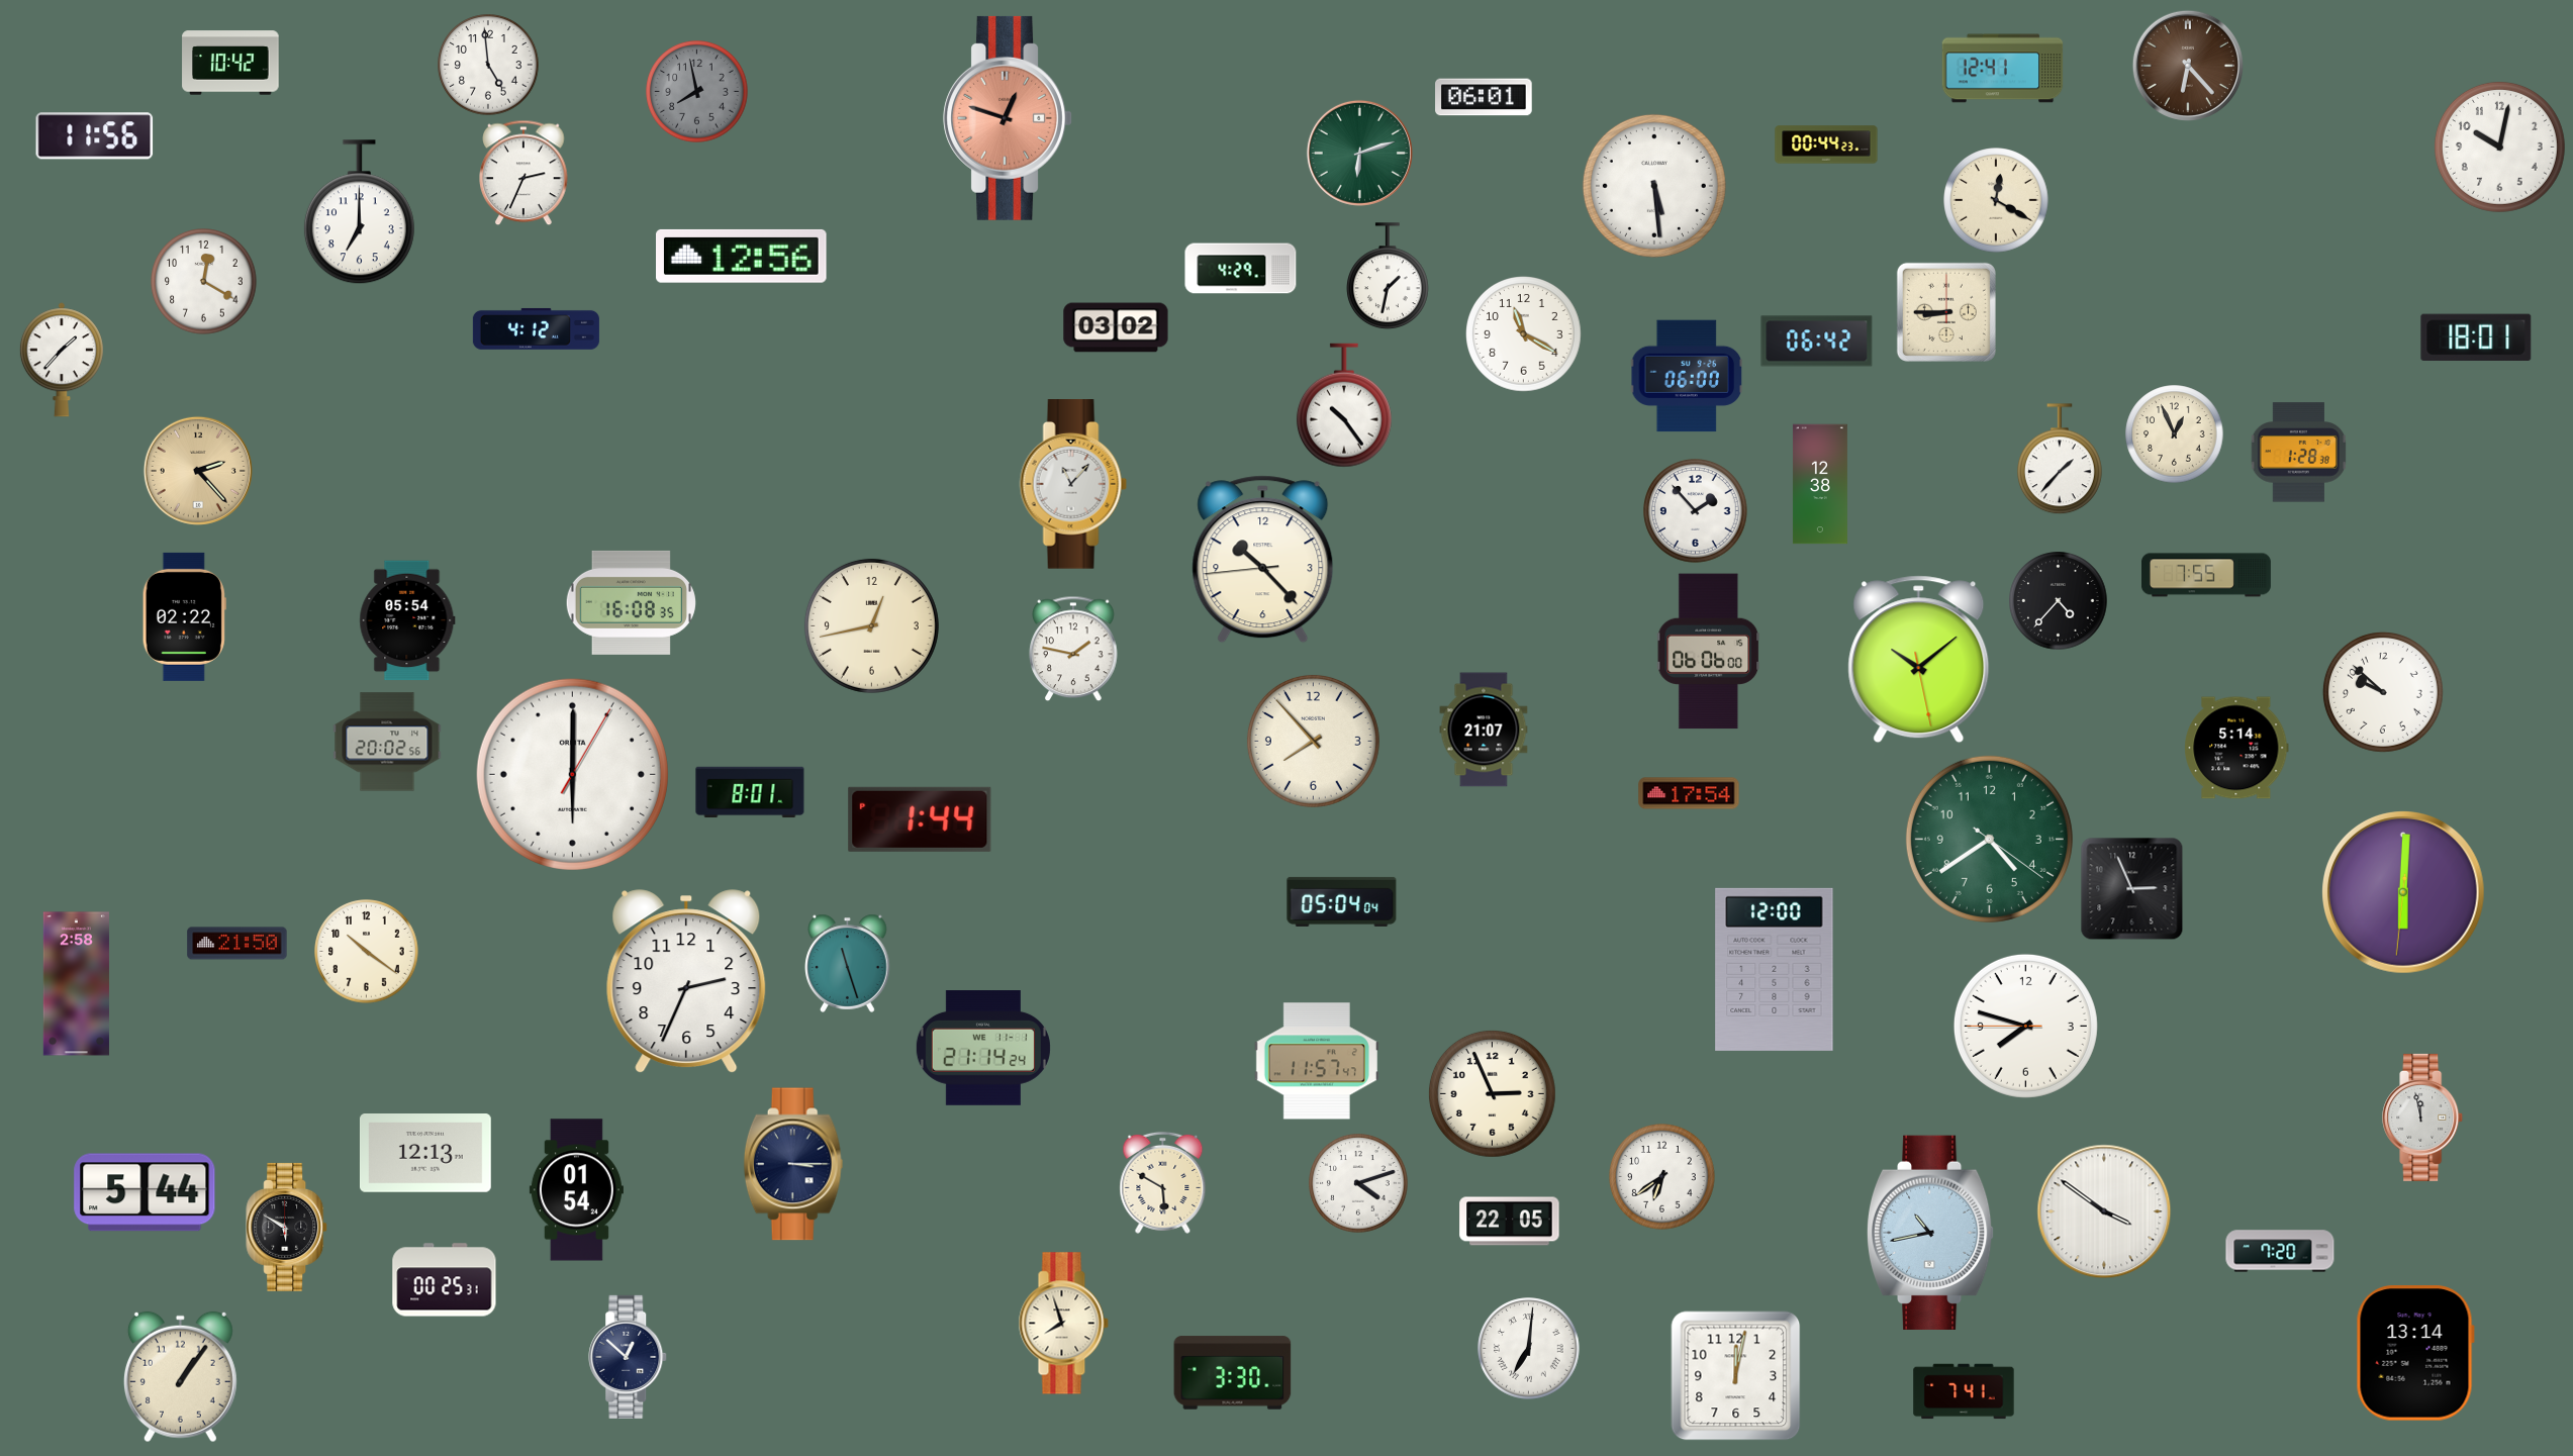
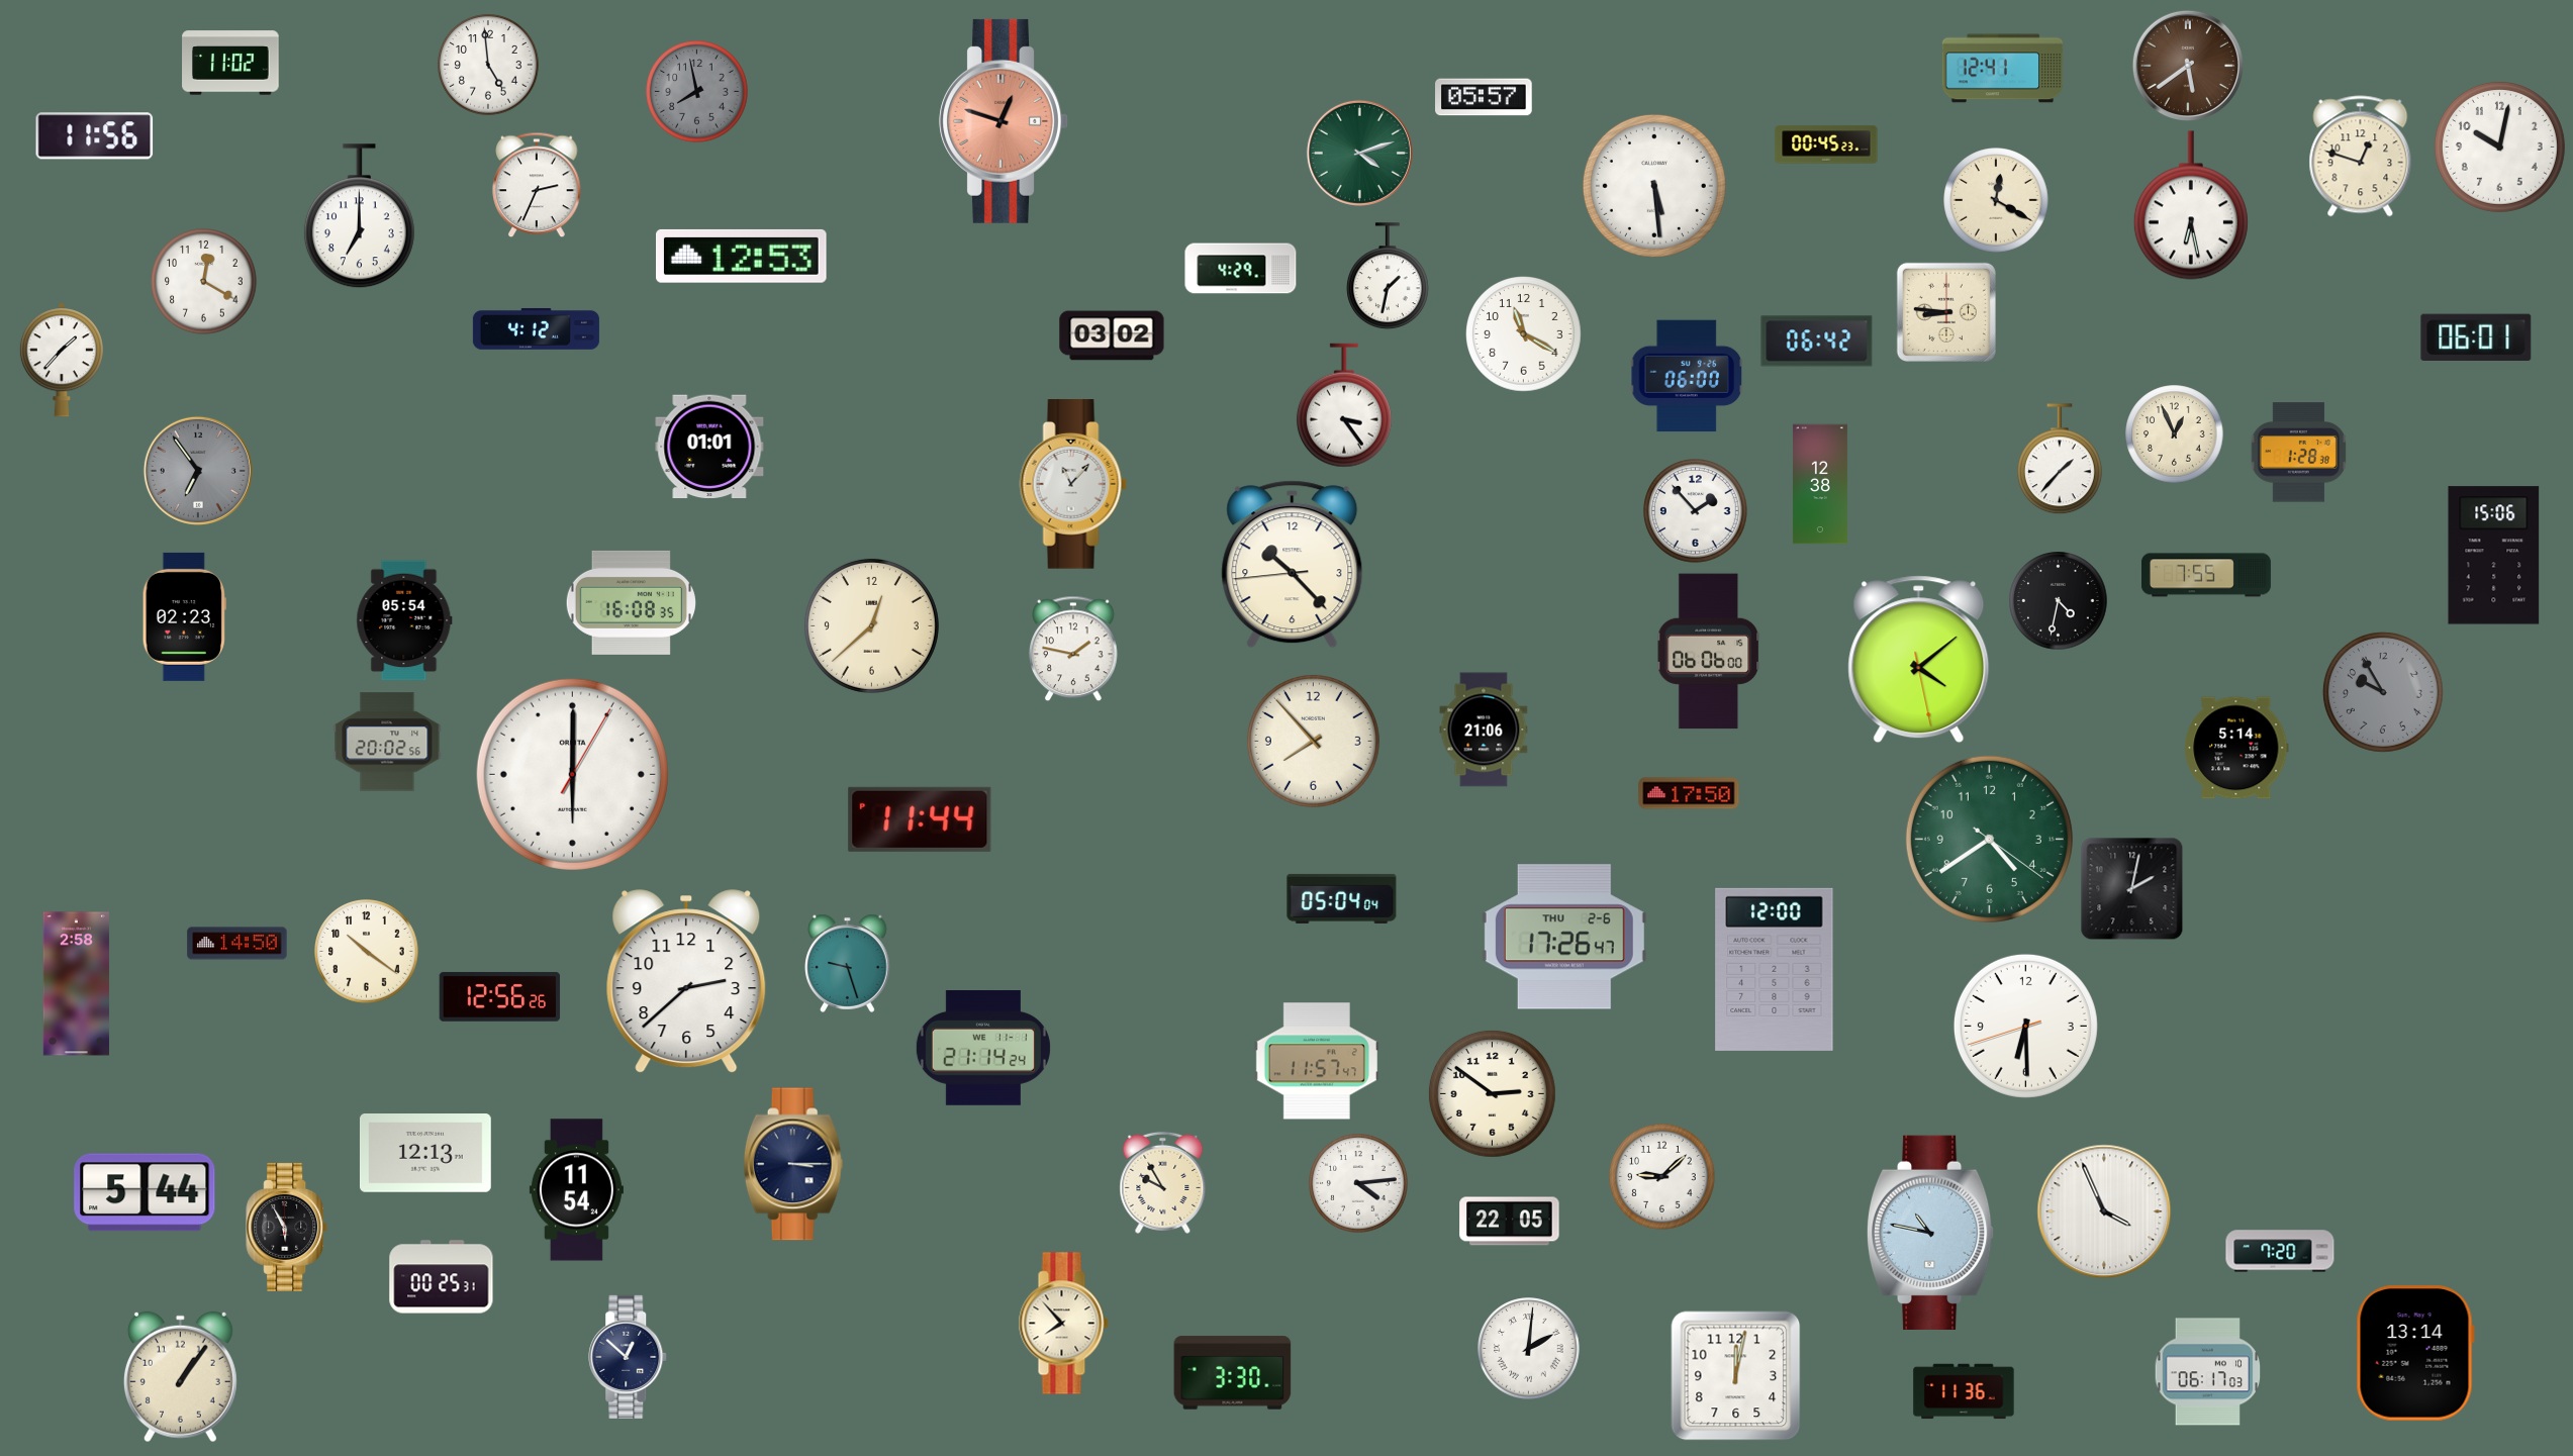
clock at (230, 63): 10:42 -> 11:02
clock at (2188, 66): 6:23 -> 5:39
clock at (1484, 97): 06:01 -> 05:57
clock at (1008, 118) position: (1008, 118) -> (1004, 121)
clock at (1826, 144): 00:44 -> 00:45
clock at (1359, 153): 6:12 -> 4:12
clock at (2361, 157): none -> 12:48
clock at (523, 173) position: (523, 173) -> (537, 185)
clock at (2191, 205): none -> 6:28
clock at (359, 212) position: (359, 212) -> (359, 216)
clock at (742, 256): 12:56 -> 12:53
clock at (1946, 312): 8:45 -> 8:46
clock at (1116, 327) position: (1116, 327) -> (1112, 335)
clock at (2476, 336): 18:01 -> 06:01
clock at (1344, 405): 10:24 -> 3:24
clock at (709, 447): none -> 01:01
clock at (198, 471): 2:23 -> 6:54
clock at (198, 471) dial: champagne -> grey
clock at (2494, 556): none -> 15:06
clock at (1263, 560) position: (1263, 560) -> (1293, 565)
clock at (2059, 601): 4:37 -> 4:32
clock at (184, 616): 02:22 -> 02:23
clock at (407, 620) position: (407, 620) -> (404, 620)
clock at (871, 625): 12:43 -> 12:38
clock at (1919, 660): 10:08 -> 4:08
clock at (2383, 692): 9:52 -> 9:55
clock at (2383, 692) dial: white -> grey
clock at (1484, 730): 21:07 -> 21:06
clock at (750, 792): 8:01 -> none
clock at (1689, 793): 17:54 -> 17:50
clock at (920, 819): 1:44 -> 11:44
clock at (2132, 889): 2:56 -> 2:02
clock at (2404, 893): 6:00 -> none
clock at (1342, 901) position: (1342, 901) -> (1342, 898)
clock at (1564, 937): none -> 17:26
clock at (237, 944): 21:50 -> 14:50
clock at (848, 963): 11:27 -> 9:27
clock at (686, 982): 2:34 -> 2:38
clock at (500, 996): none -> 12:56
clock at (2025, 1026): 7:47 -> 6:29
clock at (1492, 1093): 2:56 -> 2:51
clock at (2423, 1118): 11:58 -> none
clock at (1662, 1177): 6:39 -> 9:08
clock at (1163, 1182): 5:50 -> 9:55
clock at (1358, 1183): 4:12 -> 4:14
clock at (576, 1190): 01:54 -> 11:54
clock at (2104, 1211): 3:51 -> 3:56
clock at (287, 1227): 5:50 -> 5:55
clock at (1930, 1233): 10:43 -> 10:47
clock at (445, 1280) position: (445, 1280) -> (442, 1277)
clock at (1063, 1324): 7:57 -> 7:53
clock at (1529, 1349): 7:01 -> 2:01
clock at (2208, 1372): none -> 06:17
clock at (1964, 1391): 7:41 -> 11:36
